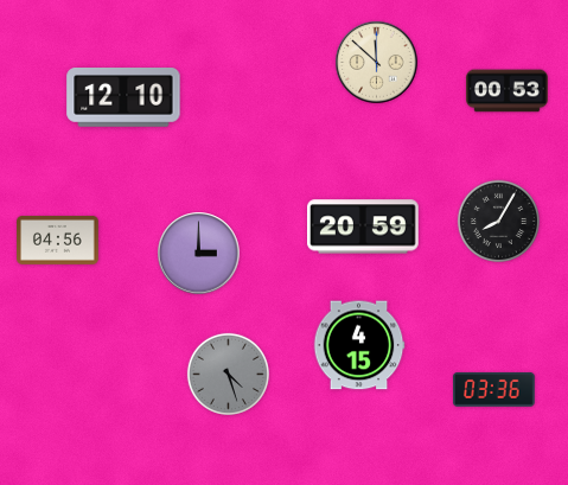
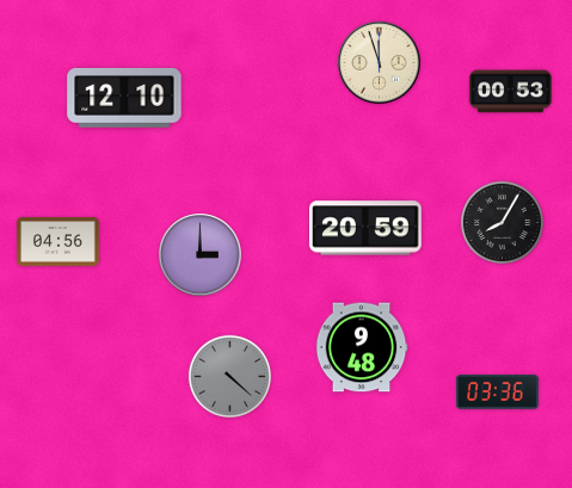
clock at (377, 63): 11:52 -> 11:57
clock at (359, 345): 4:15 -> 9:48
clock at (228, 374): 4:27 -> 4:22
